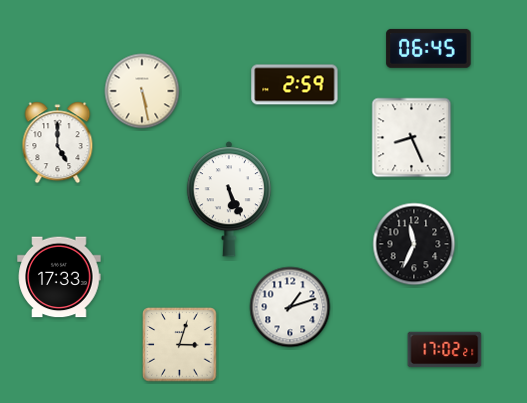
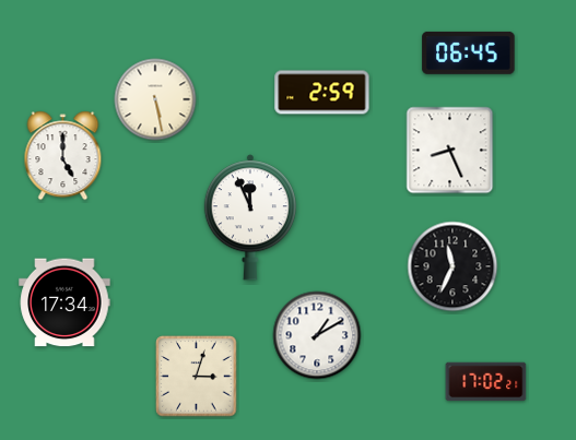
clock at (229, 199): 5:26 -> 11:56
clock at (59, 277): 17:33 -> 17:34
clock at (290, 307): 1:12 -> 1:10
